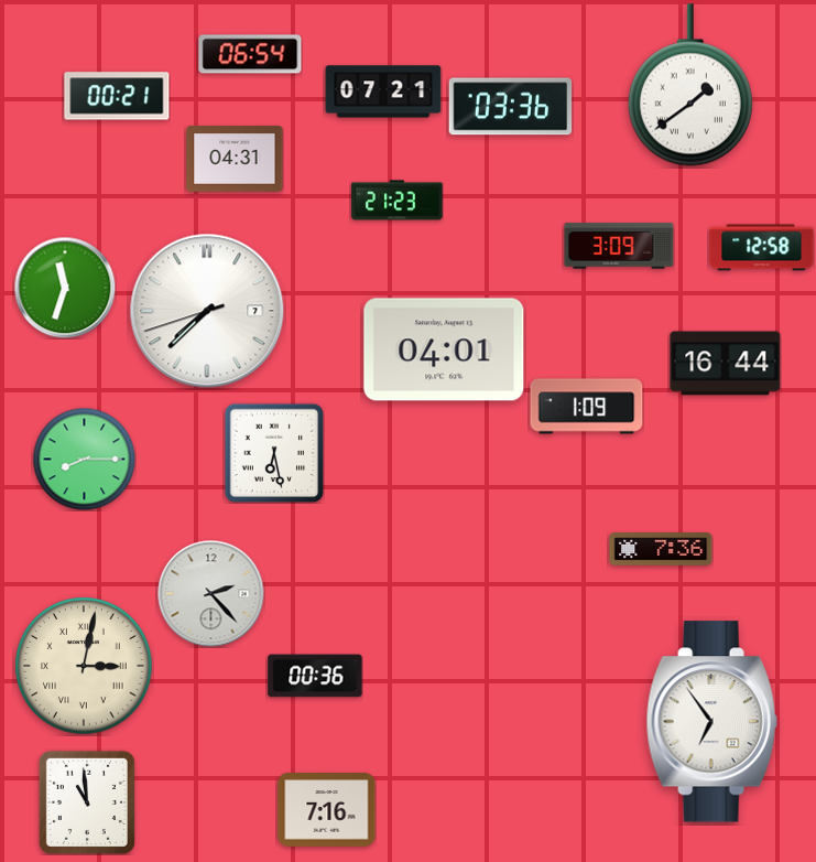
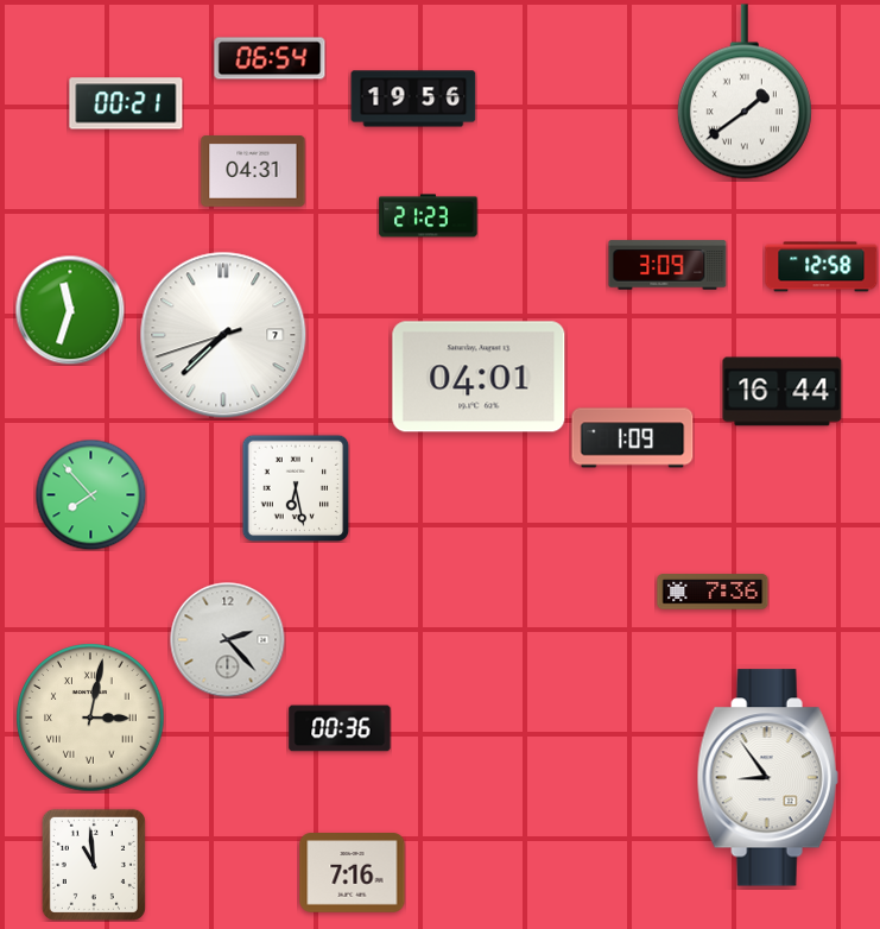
clock at (383, 91): 07:21 -> 19:56
clock at (511, 107): 03:36 -> none
clock at (84, 459): 8:15 -> 7:53
clock at (711, 722): 6:54 -> 8:54
